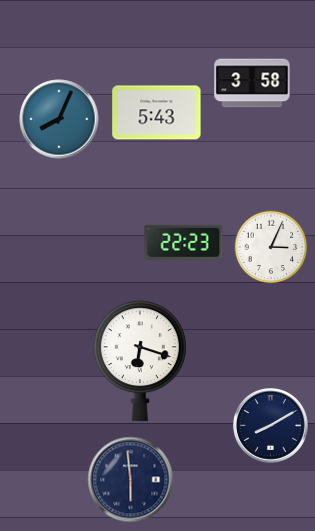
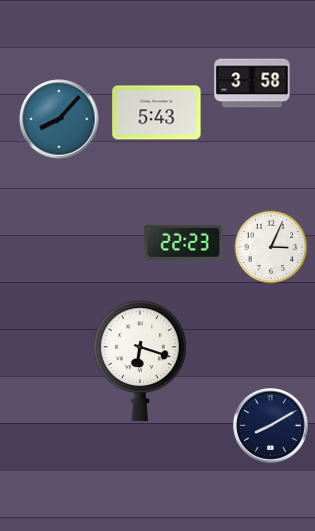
clock at (59, 119): 8:04 -> 8:07
clock at (131, 480): 5:59 -> none
